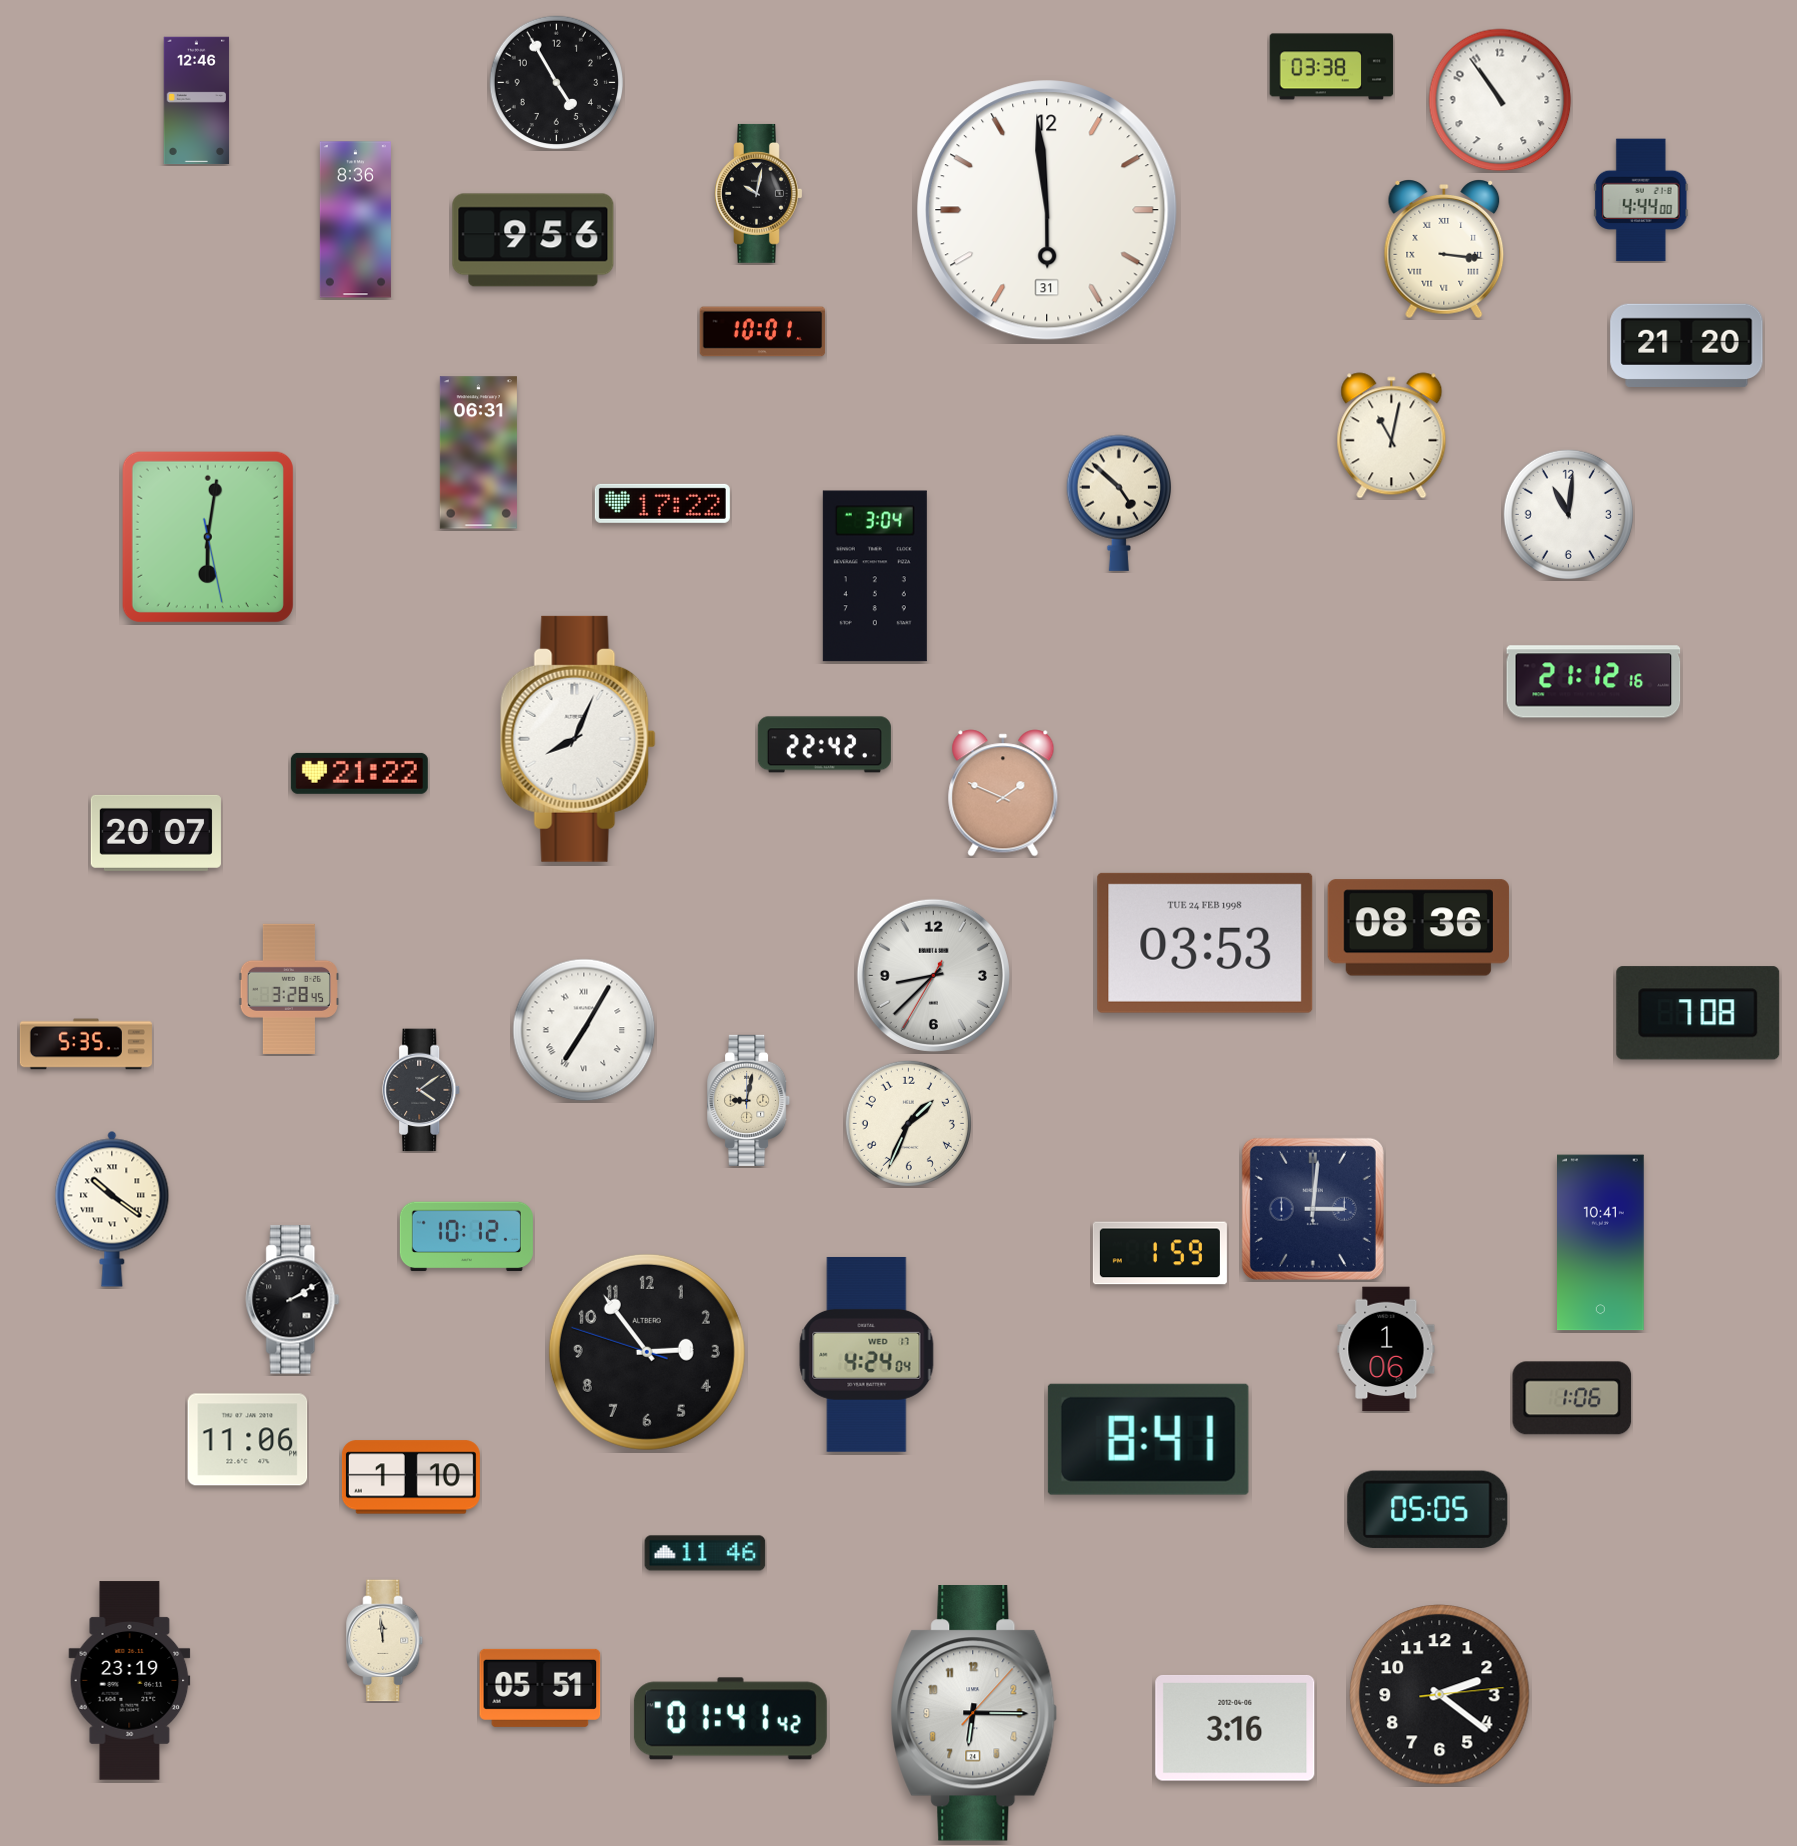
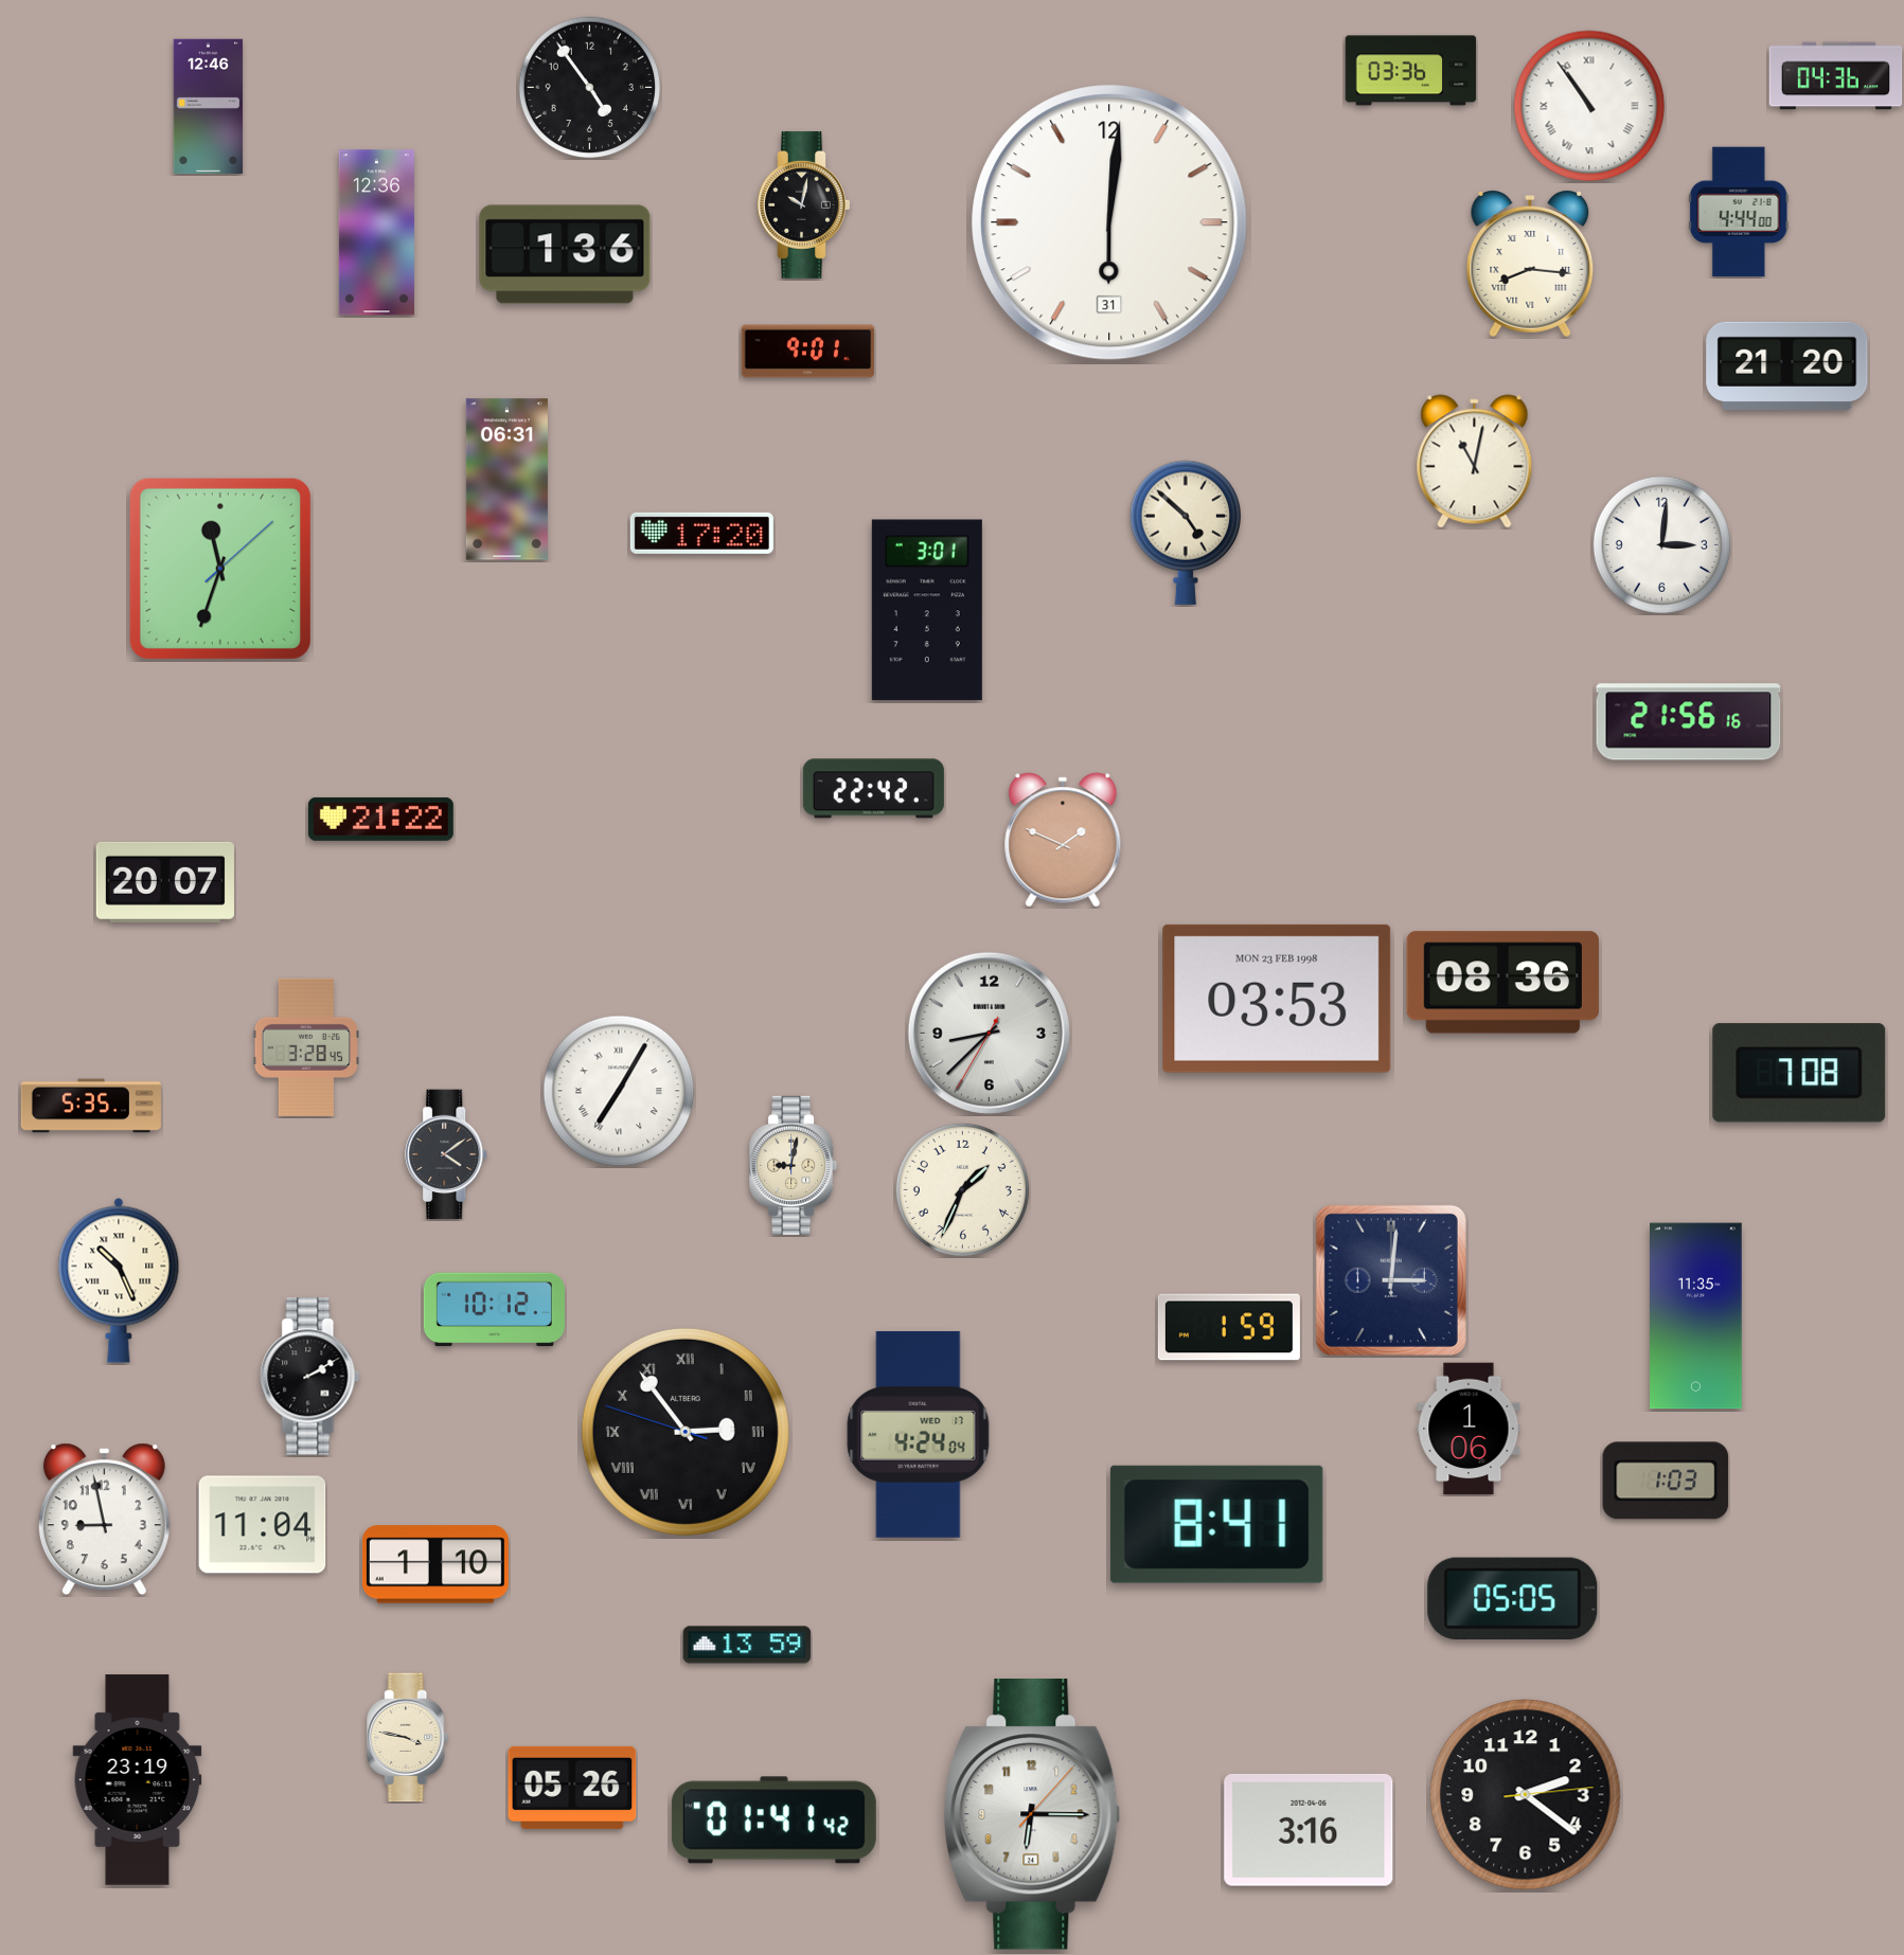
clock at (1332, 67): 03:38 -> 03:36
clock at (1836, 76): none -> 04:36
clock at (557, 83): 4:55 -> 4:54
clock at (1500, 100) numerals: Arabic -> Roman
clock at (1047, 210): 5:59 -> 6:01
clock at (355, 220): 8:36 -> 12:36
clock at (533, 240): 9:56 -> 1:36
clock at (1444, 249): 3:16 -> 8:16
clock at (763, 332): 10:01 -> 9:01
clock at (662, 503): 17:22 -> 17:20
clock at (1568, 514): 11:01 -> 3:01
clock at (208, 537): 6:01 -> 11:33
clock at (875, 576): 3:04 -> 3:01
clock at (1594, 682): 21:12 -> 21:56
clock at (578, 739): 8:04 -> none
clock at (1205, 943) date: TUE 24 FEB 1998 -> MON 23 FEB 1998
clock at (112, 1209): 10:21 -> 10:26
clock at (1601, 1243): 10:41 -> 11:35
clock at (647, 1352) numerals: Arabic -> Roman
clock at (1572, 1398): 1:06 -> 1:03
clock at (104, 1520): none -> 8:58
clock at (248, 1440): 11:06 -> 11:04
clock at (705, 1553): 11:46 -> 13:59
clock at (385, 1641): 11:59 -> 3:47
clock at (540, 1688): 05:51 -> 05:26
